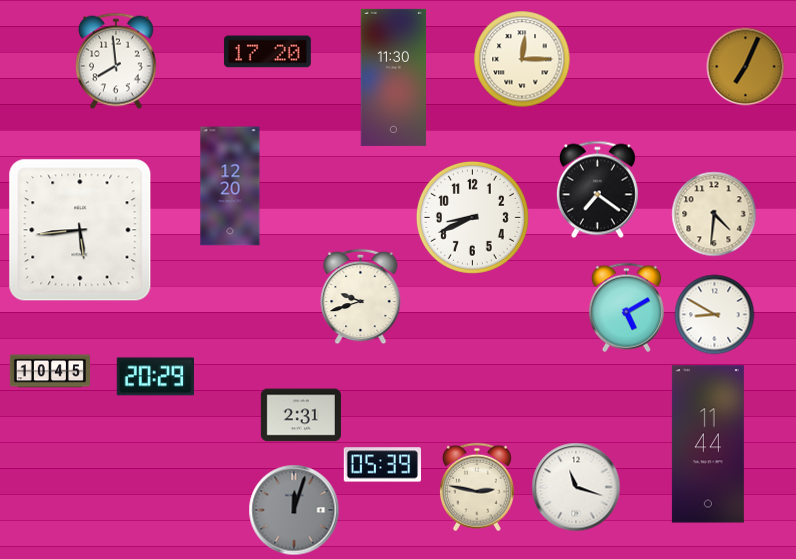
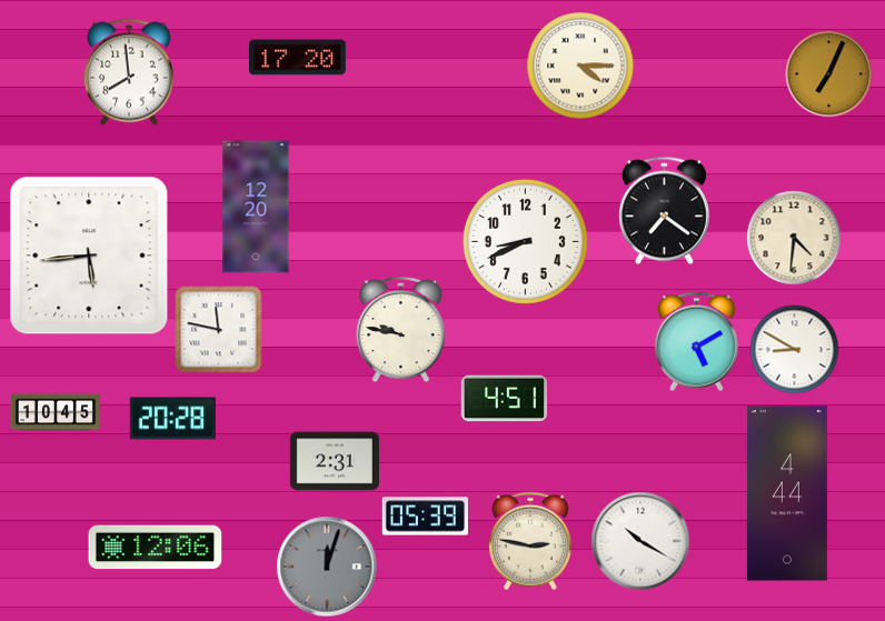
clock at (522, 59): 12:15 -> 4:15
clock at (117, 61) position: (117, 61) -> (130, 72)
clock at (394, 77): 11:30 -> none
clock at (218, 329): none -> 11:47
clock at (361, 296): 9:42 -> 9:47
clock at (504, 399): none -> 4:51
clock at (155, 377): 20:29 -> 20:28
clock at (708, 444): 11:44 -> 4:44
clock at (576, 487): 11:18 -> 10:20
clock at (156, 548): none -> 12:06
